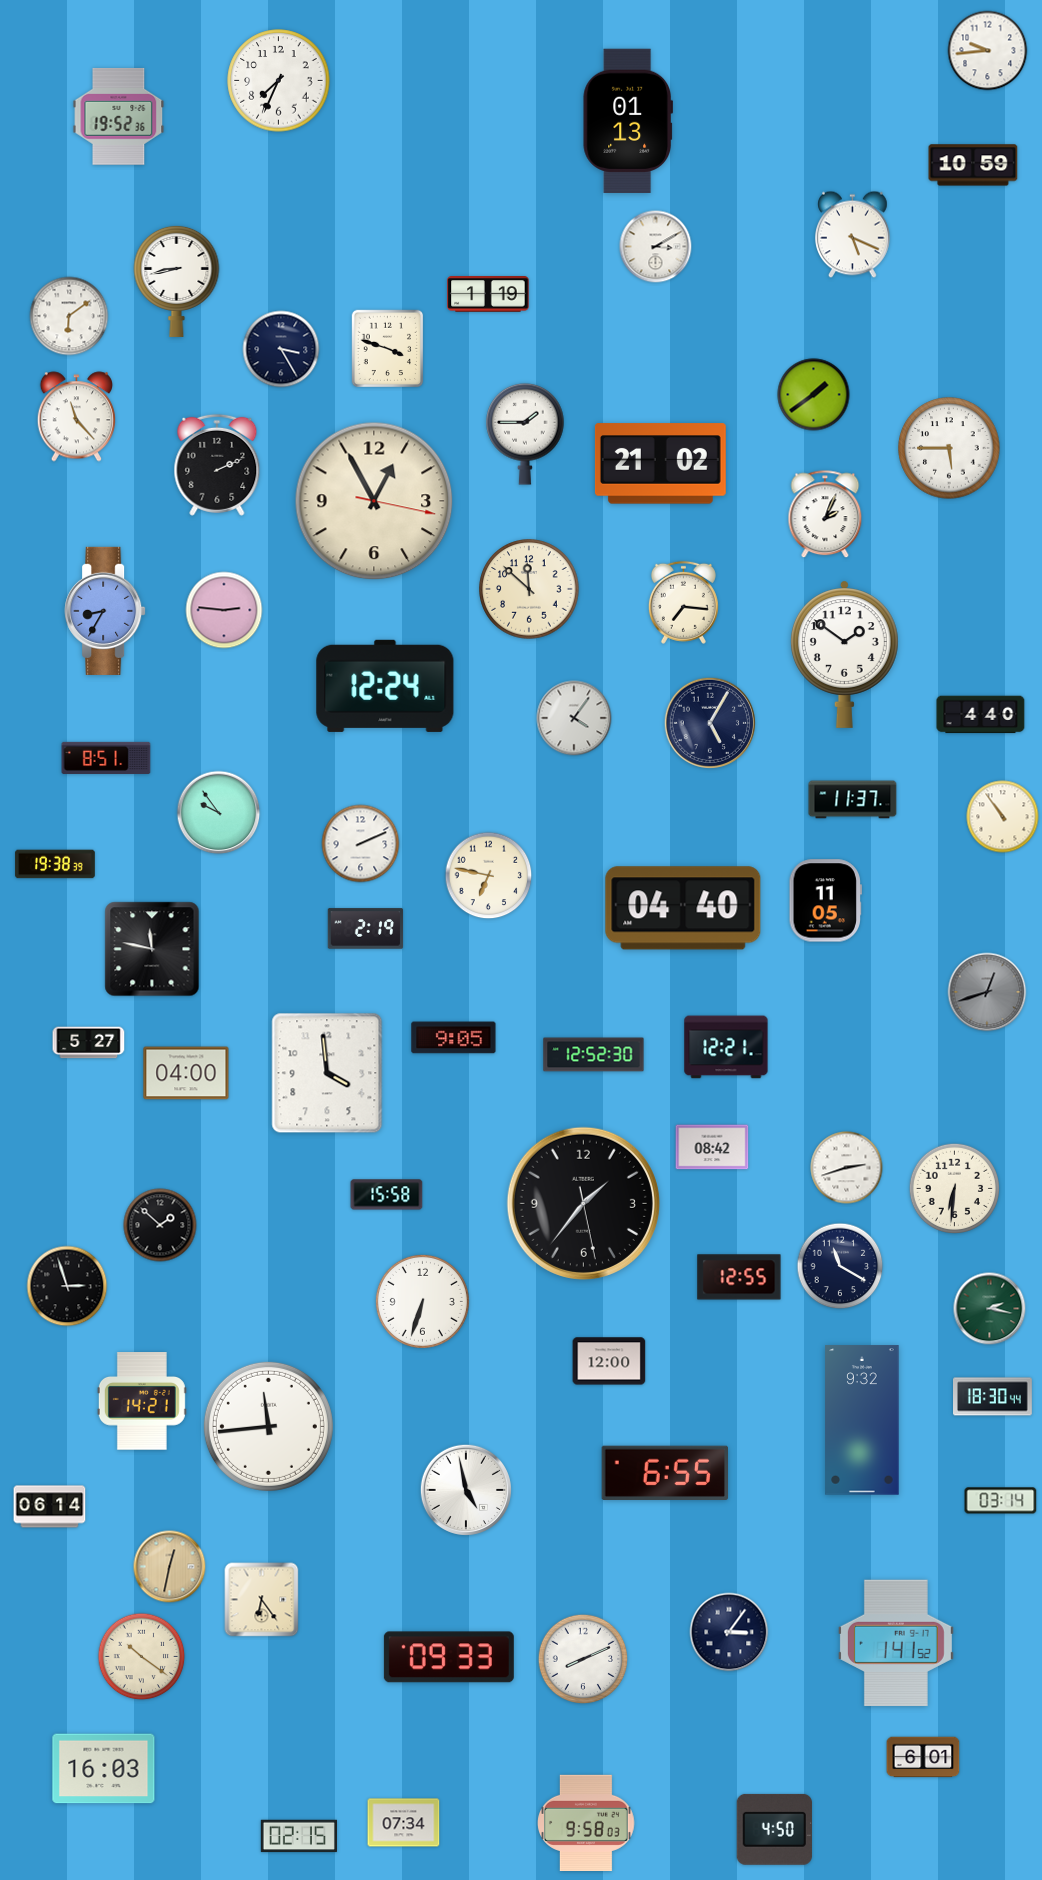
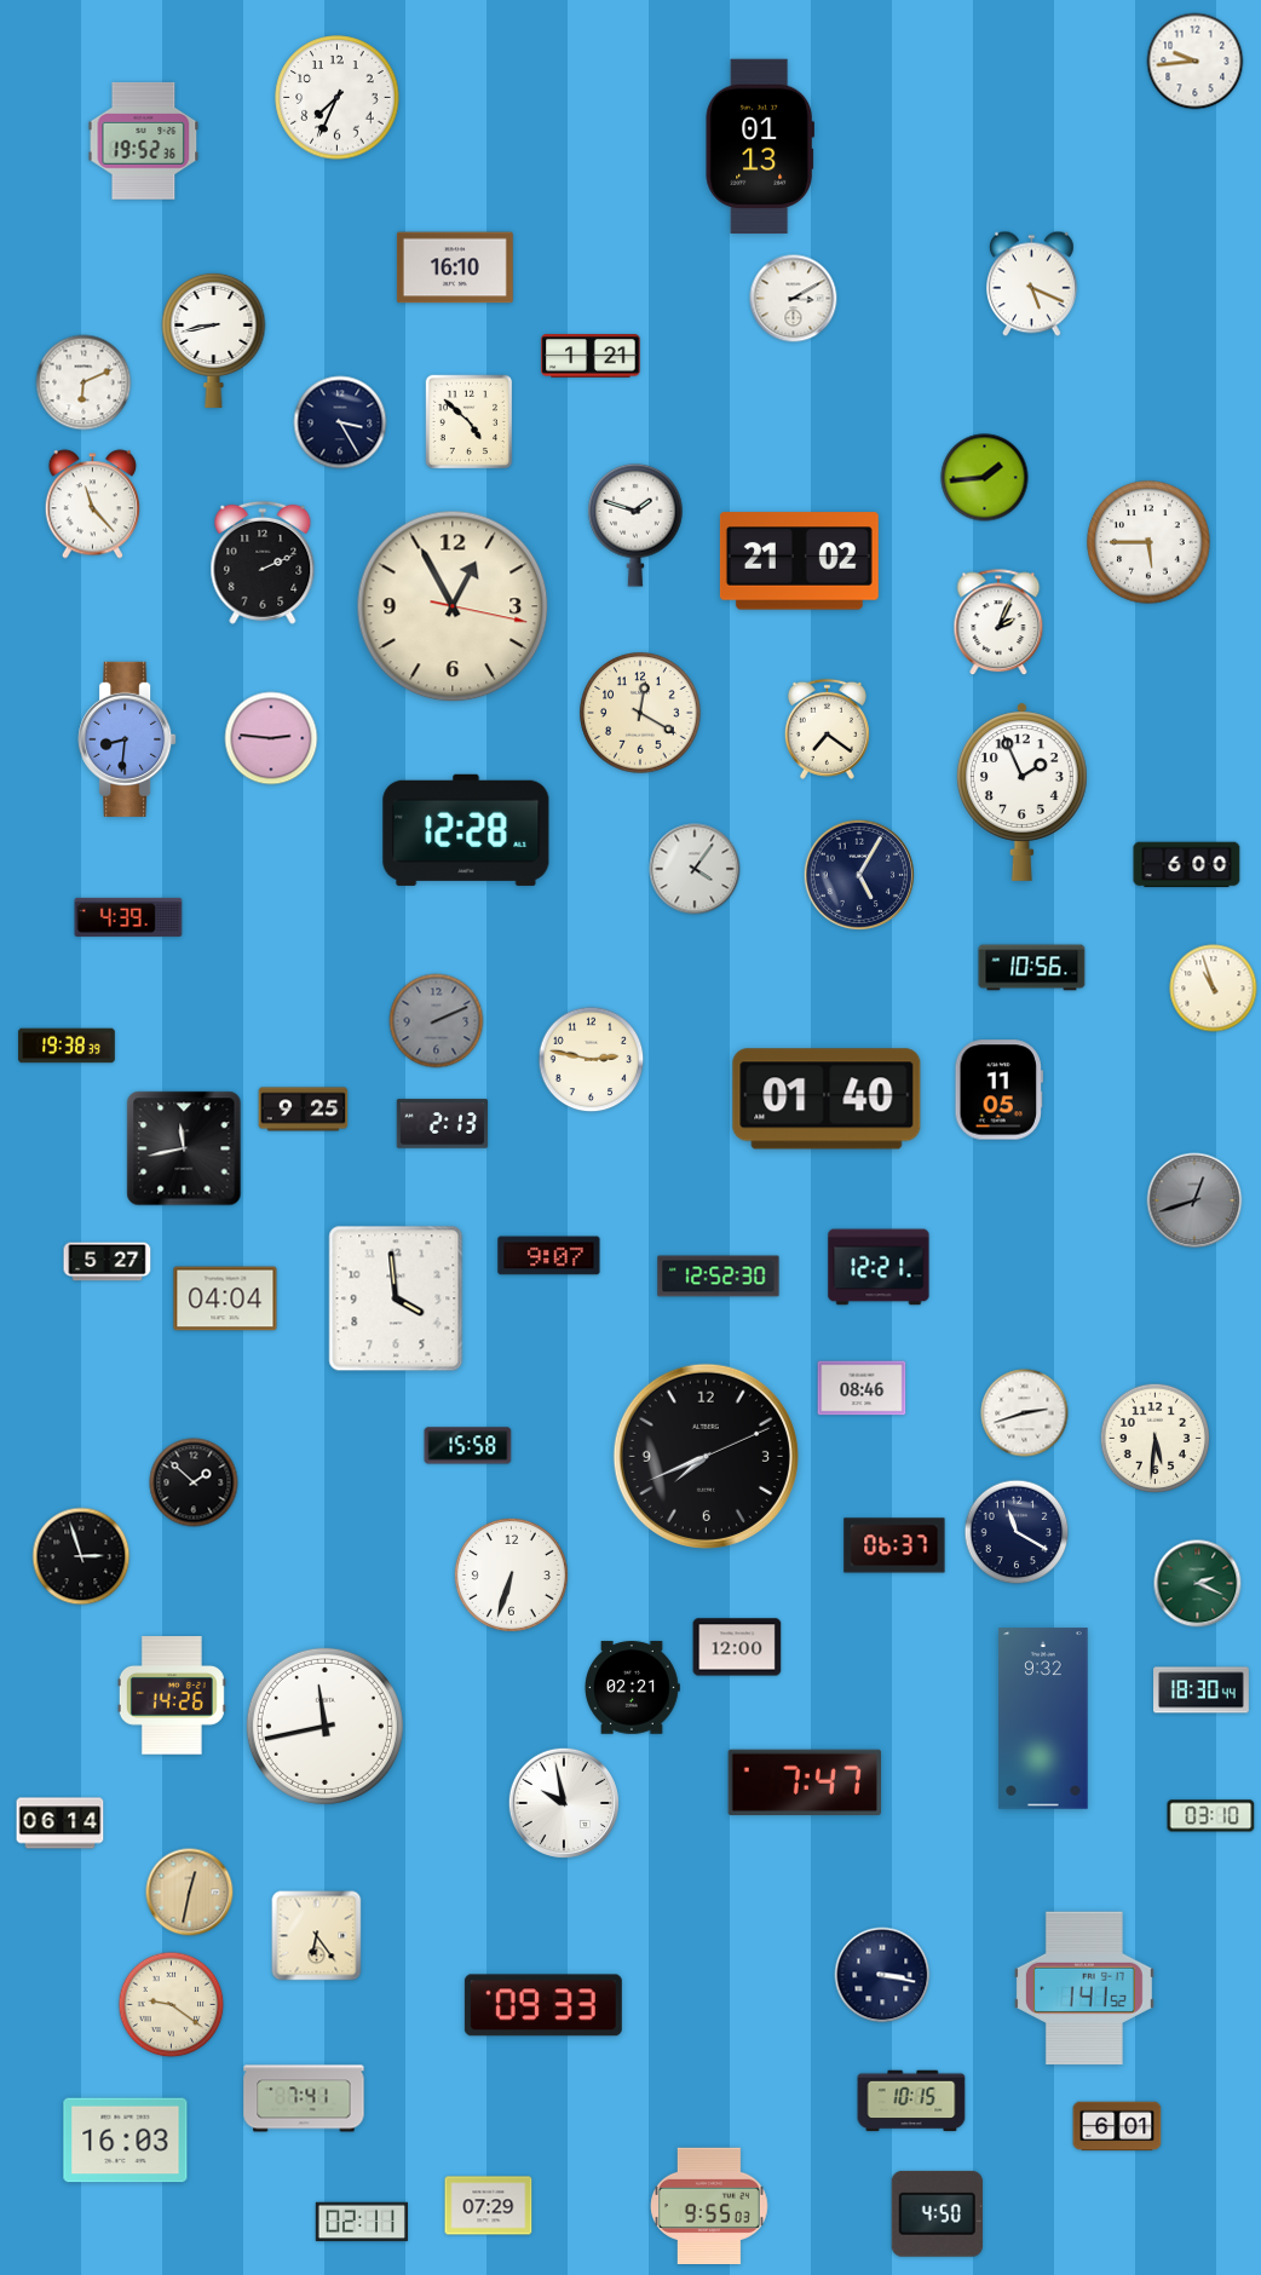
clock at (973, 165): 10:59 -> none
clock at (455, 267): none -> 16:10
clock at (488, 294): 1:19 -> 1:21
clock at (69, 316): 6:09 -> 6:11
clock at (388, 349): 3:48 -> 4:52
clock at (814, 395): 1:39 -> 1:44
clock at (525, 434): 1:45 -> 1:48
clock at (529, 589): 11:52 -> 12:20
clock at (683, 602): 7:16 -> 7:21
clock at (105, 611): 8:35 -> 8:31
clock at (844, 654): 1:51 -> 1:56
clock at (385, 686): 12:24 -> 12:28
clock at (981, 715): 4:40 -> 6:00
clock at (106, 758): 8:51 -> 4:39
clock at (853, 800): 11:37 -> 10:56
clock at (219, 813): 9:54 -> none
clock at (1003, 817): 10:54 -> 10:57
clock at (361, 844) dial: white -> grey
clock at (489, 876): 6:47 -> 2:47
clock at (683, 908): 04:40 -> 01:40
clock at (304, 1110): none -> 9:25
clock at (366, 929): 2:19 -> 2:13
clock at (152, 949): 11:47 -> 11:43
clock at (454, 1038): 9:05 -> 9:07
clock at (186, 1073): 04:00 -> 04:04
clock at (712, 1147): 08:42 -> 08:46
clock at (954, 1188): 6:31 -> 5:31
clock at (583, 1203): 1:36 -> 7:41
clock at (739, 1277): 12:55 -> 06:37
clock at (990, 1309): 2:17 -> 2:19
clock at (633, 1688): none -> 02:21
clock at (142, 1401): 14:21 -> 14:26
clock at (268, 1426): 11:44 -> 11:43
clock at (664, 1473): 6:55 -> 7:47
clock at (465, 1489): 4:58 -> 9:58
clock at (1001, 1501): 03:14 -> 03:10
clock at (170, 1567) position: (170, 1567) -> (190, 1893)
clock at (729, 1632): 3:06 -> 3:17
clock at (142, 1657): 10:21 -> 9:21
clock at (583, 1659): 8:11 -> none
clock at (304, 2098): none -> 7:41
clock at (911, 2101): none -> 10:15
clock at (587, 1822): 9:58 -> 9:55
clock at (404, 1823): 07:34 -> 07:29
clock at (298, 1836): 02:15 -> 02:11
